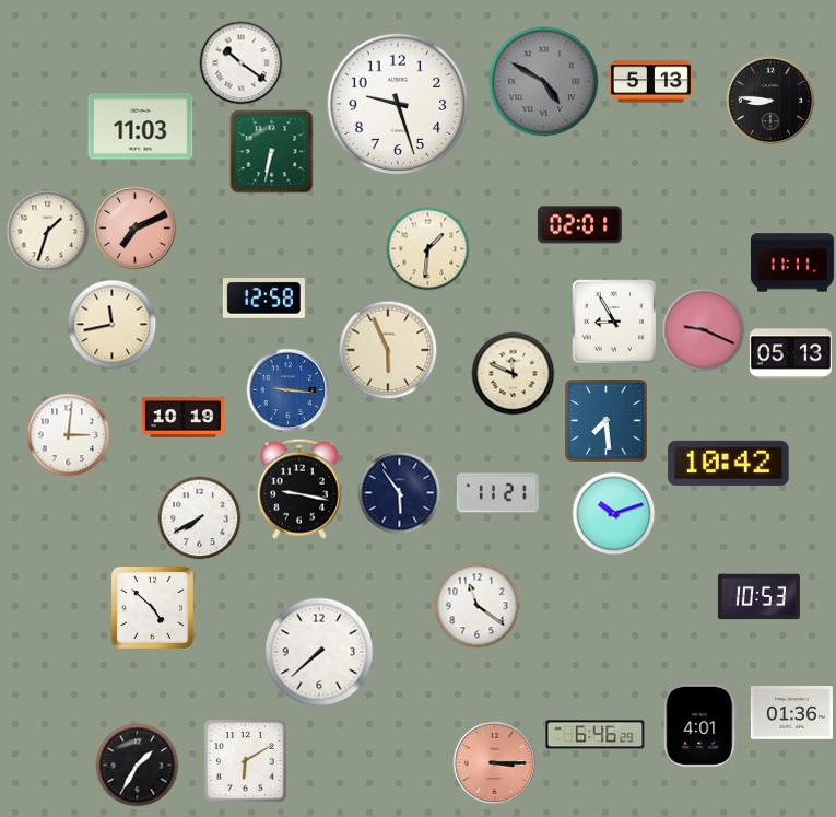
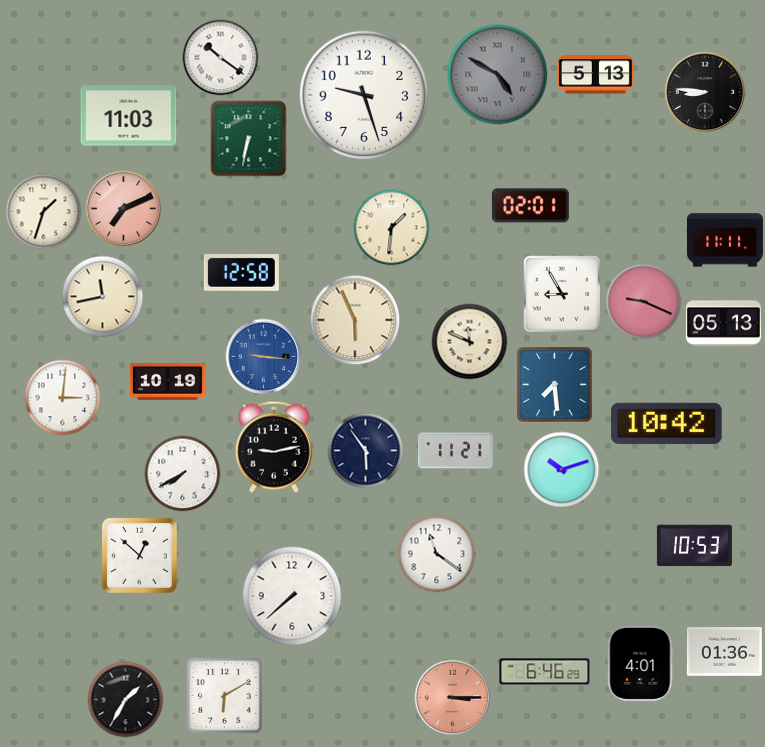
clock at (299, 489): 9:17 -> 9:13
clock at (152, 607): 4:52 -> 12:52
